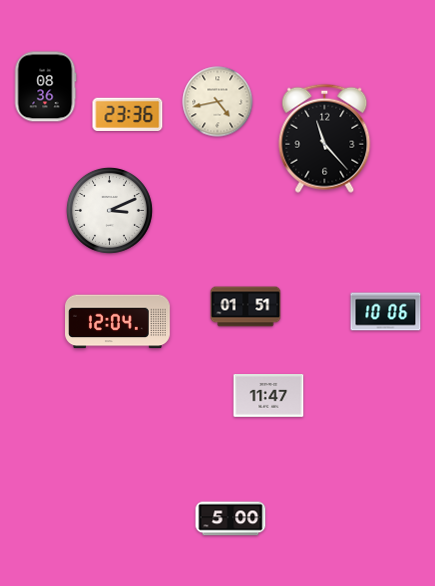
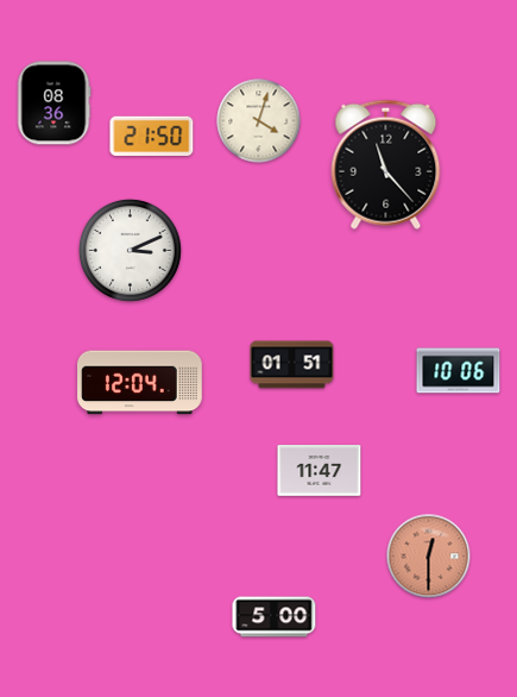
clock at (218, 102): 4:43 -> 4:03
clock at (128, 114): 23:36 -> 21:50
clock at (429, 557): none -> 12:30
